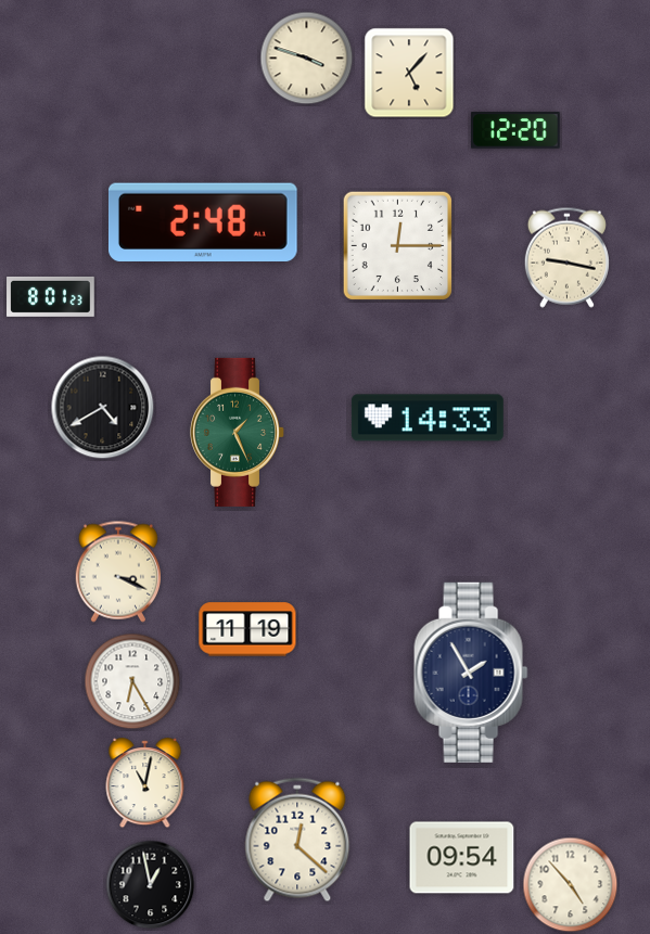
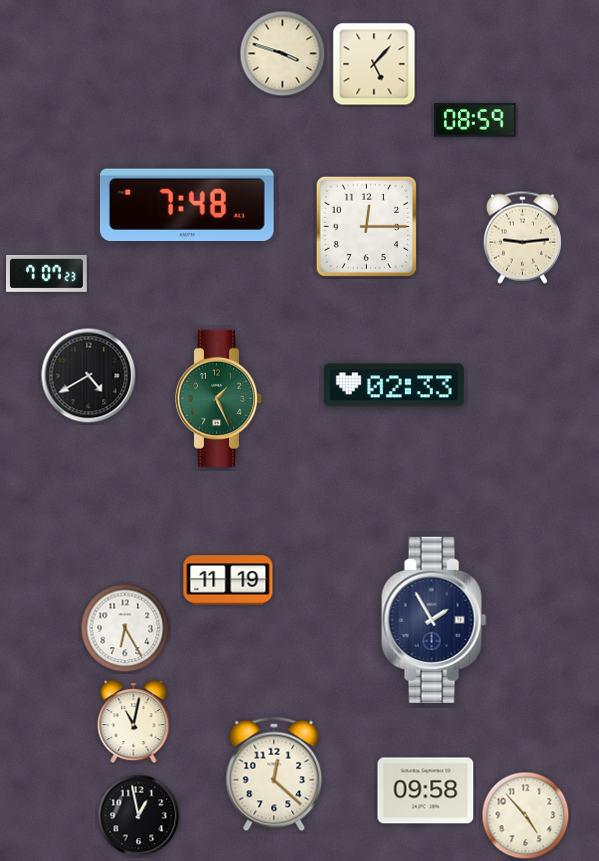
clock at (409, 73) position: (409, 73) -> (374, 64)
clock at (515, 130): 12:20 -> 08:59
clock at (203, 221): 2:48 -> 7:48
clock at (566, 257): 9:17 -> 9:14
clock at (51, 296): 8:01 -> 7:07
clock at (103, 408) position: (103, 408) -> (89, 376)
clock at (428, 418): 14:33 -> 02:33
clock at (117, 572): 3:19 -> none
clock at (132, 681) position: (132, 681) -> (125, 628)
clock at (462, 858): 09:54 -> 09:58
